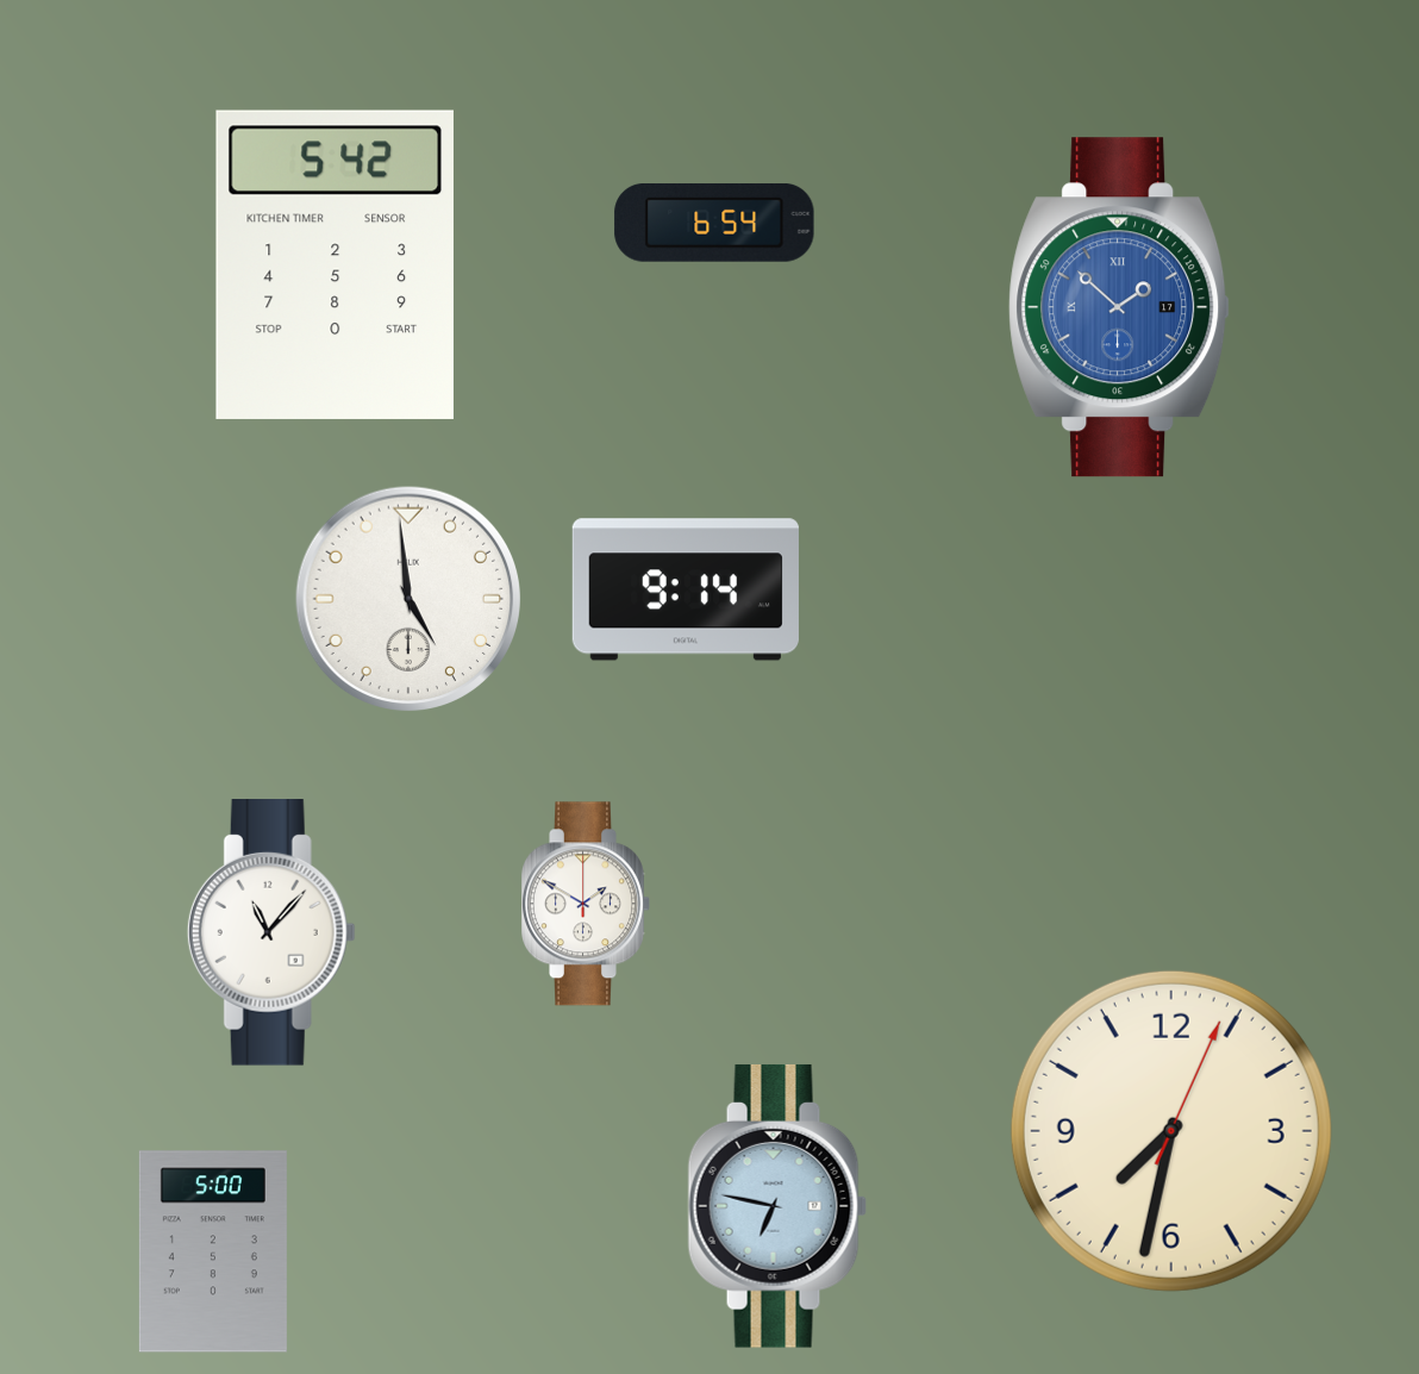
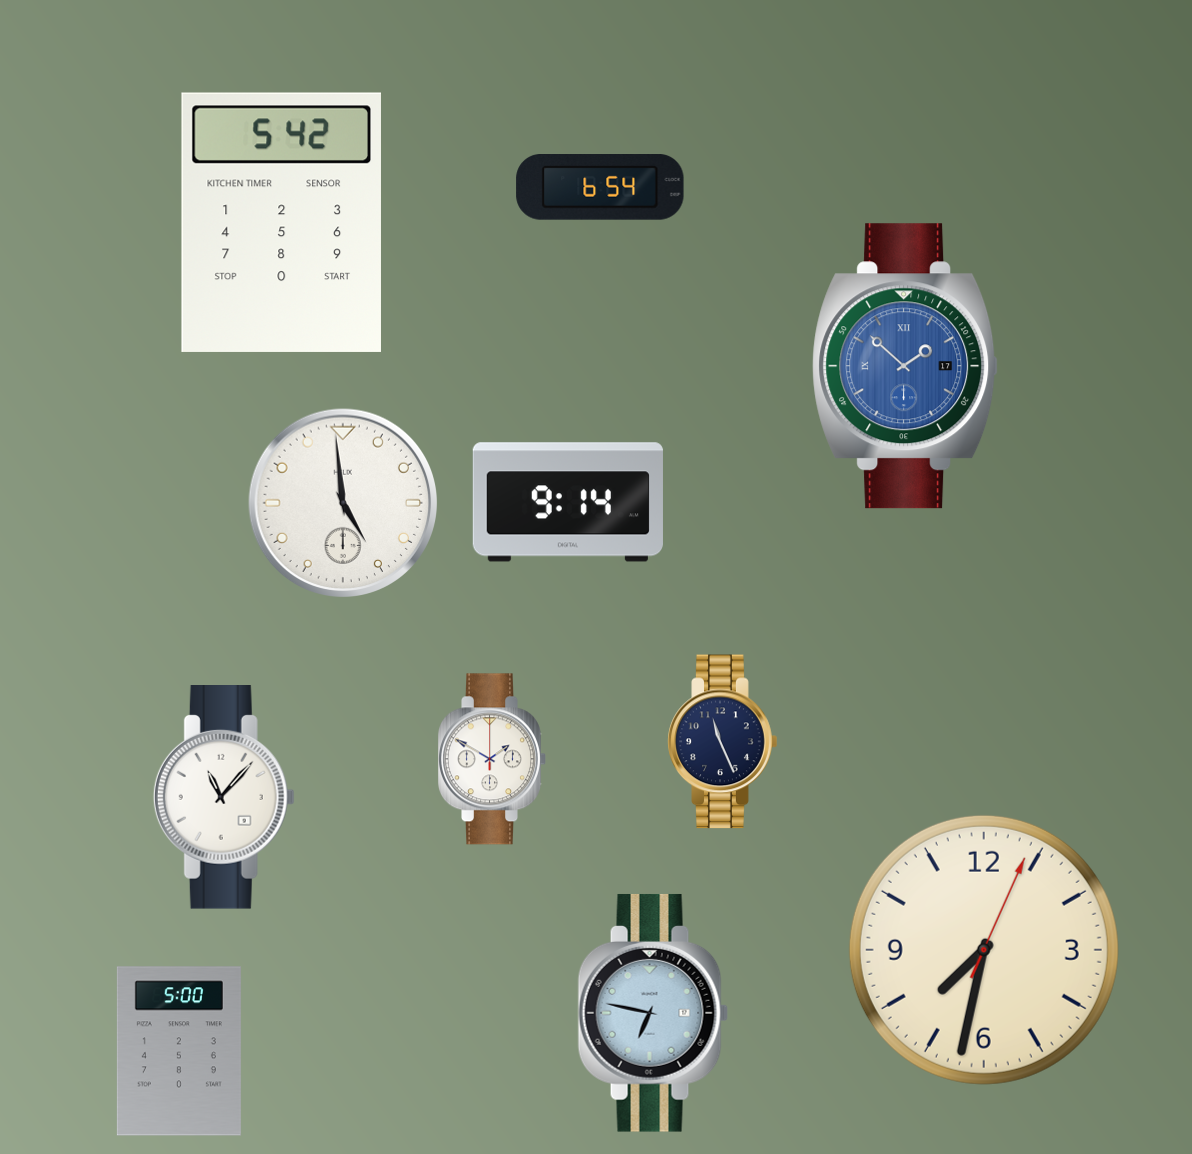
clock at (1120, 307) position: (1120, 307) -> (906, 366)
clock at (686, 589) position: (686, 589) -> (568, 502)
clock at (723, 742): none -> 11:26
clock at (271, 933) position: (271, 933) -> (224, 798)
